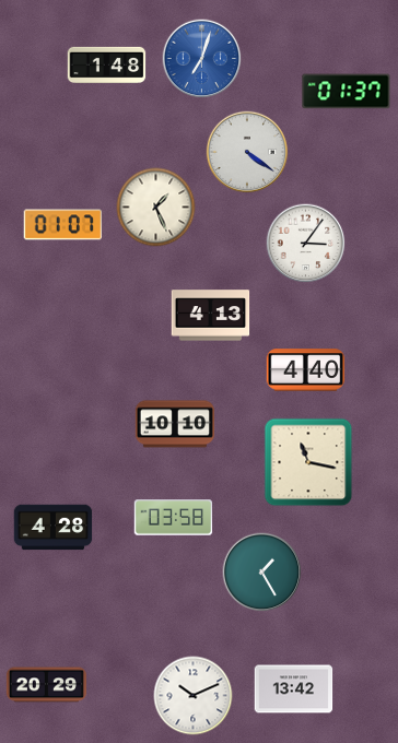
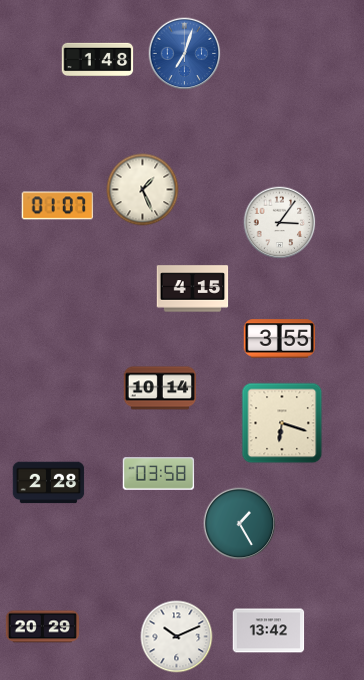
clock at (347, 92): 01:37 -> none
clock at (247, 152): 4:21 -> none
clock at (211, 316): 4:13 -> 4:15
clock at (306, 370): 4:40 -> 3:55
clock at (174, 424): 10:10 -> 10:14
clock at (308, 462): 11:17 -> 6:18
clock at (54, 528): 4:28 -> 2:28
